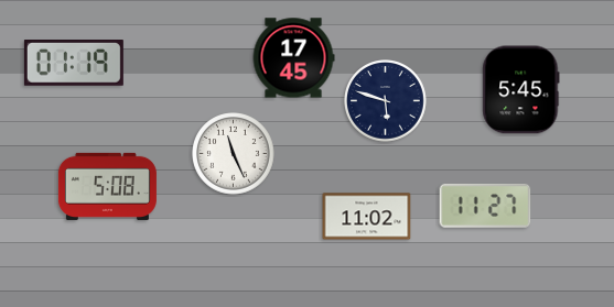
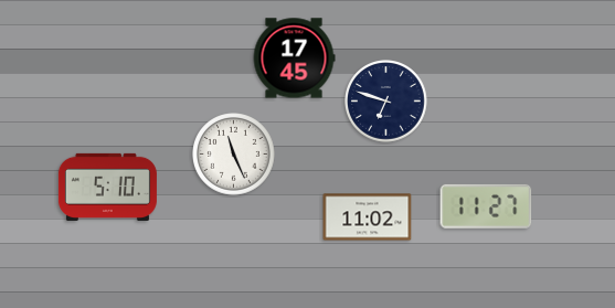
clock at (74, 64): 01:19 -> none
clock at (521, 90): 5:45 -> none
clock at (386, 101): 5:48 -> 6:48
clock at (107, 186): 5:08 -> 5:10
